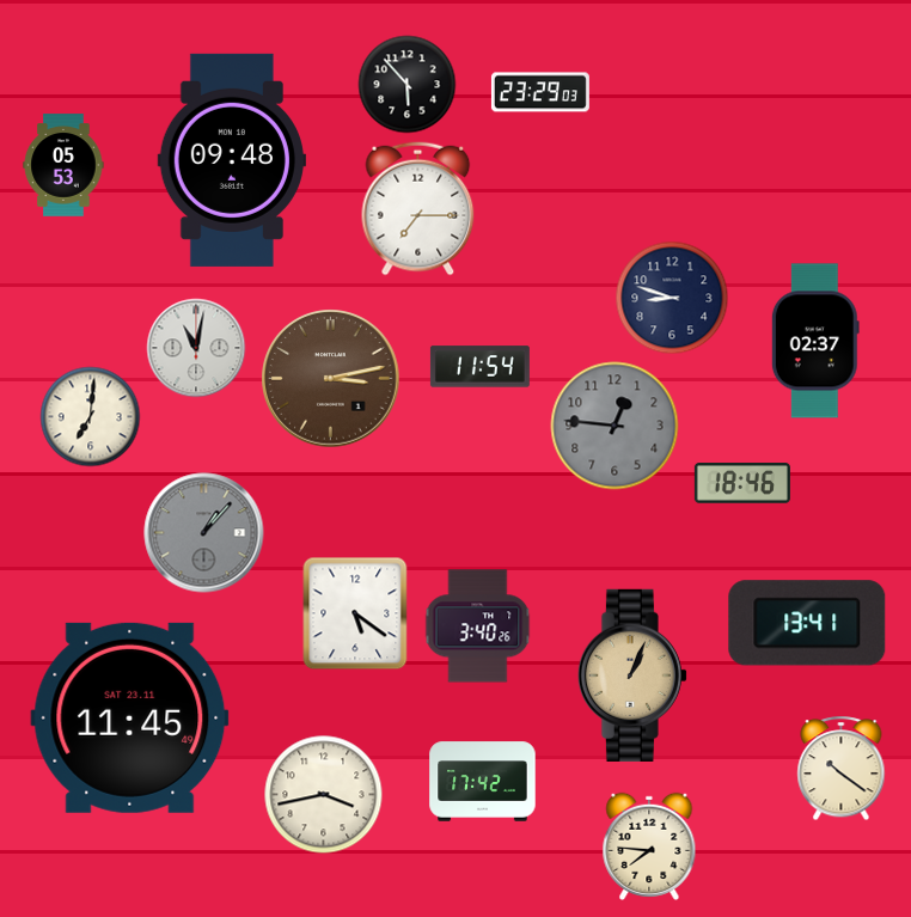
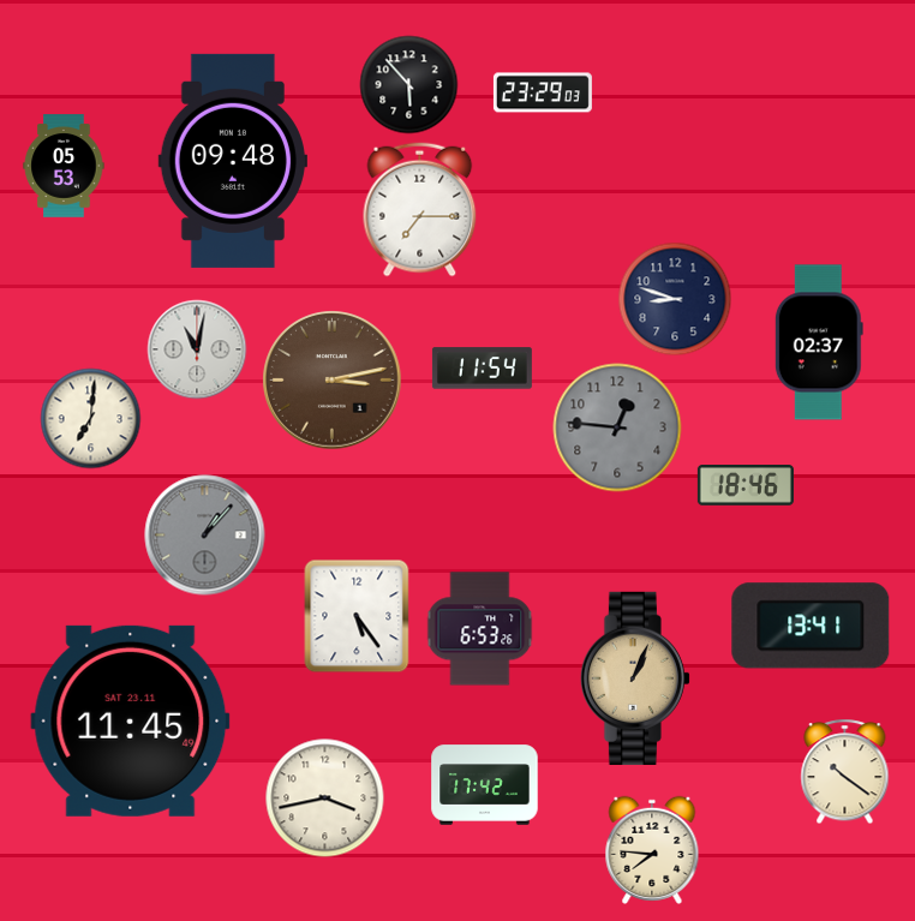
clock at (355, 613): 5:21 -> 5:24
clock at (478, 626): 3:40 -> 6:53
